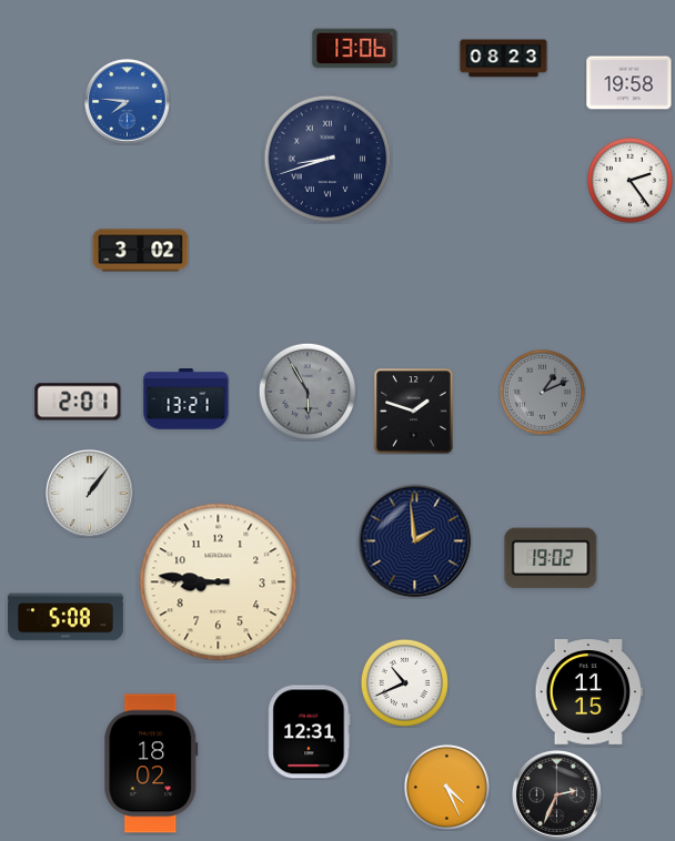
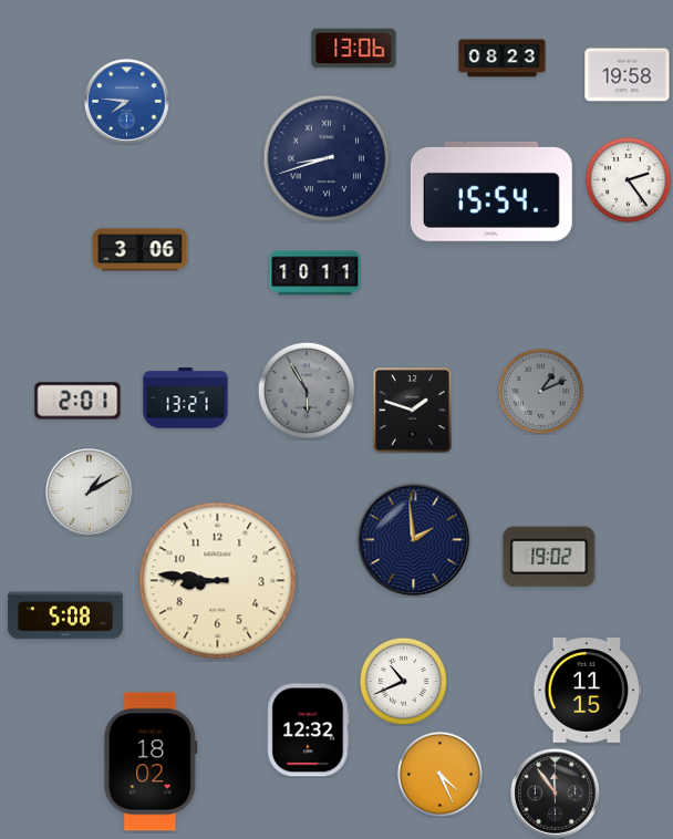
clock at (629, 83) position: (629, 83) -> (628, 75)
clock at (491, 191): none -> 15:54
clock at (141, 251): 3:02 -> 3:06
clock at (315, 273): none -> 10:11
clock at (90, 494): 1:06 -> 1:10
clock at (310, 732): 12:31 -> 12:32
clock at (446, 787) position: (446, 787) -> (439, 774)
clock at (557, 796): 2:34 -> 11:54
